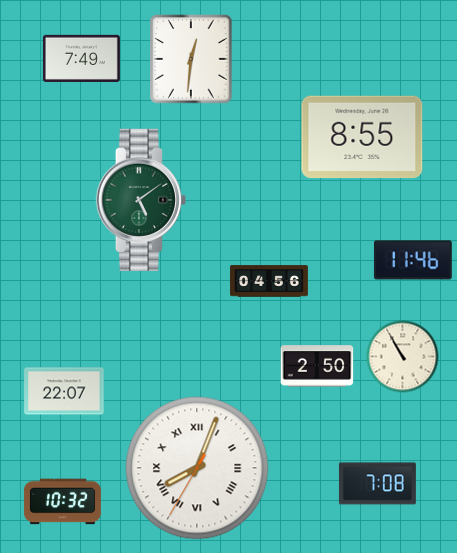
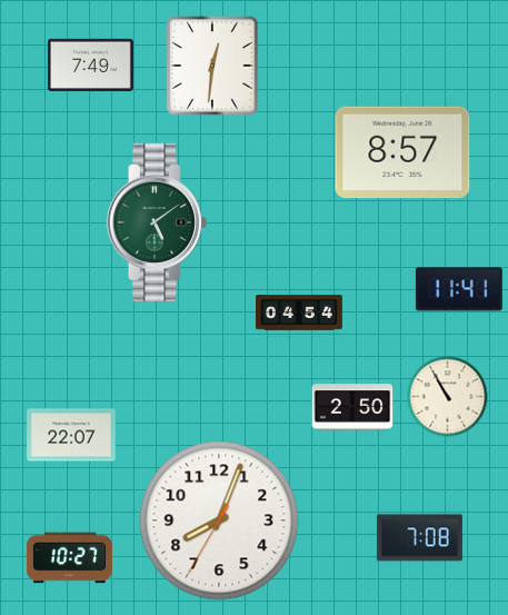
clock at (362, 137): 8:55 -> 8:57
clock at (413, 260): 11:46 -> 11:41
clock at (269, 281): 04:56 -> 04:54
clock at (197, 468) numerals: Roman -> Arabic
clock at (62, 502): 10:32 -> 10:27
